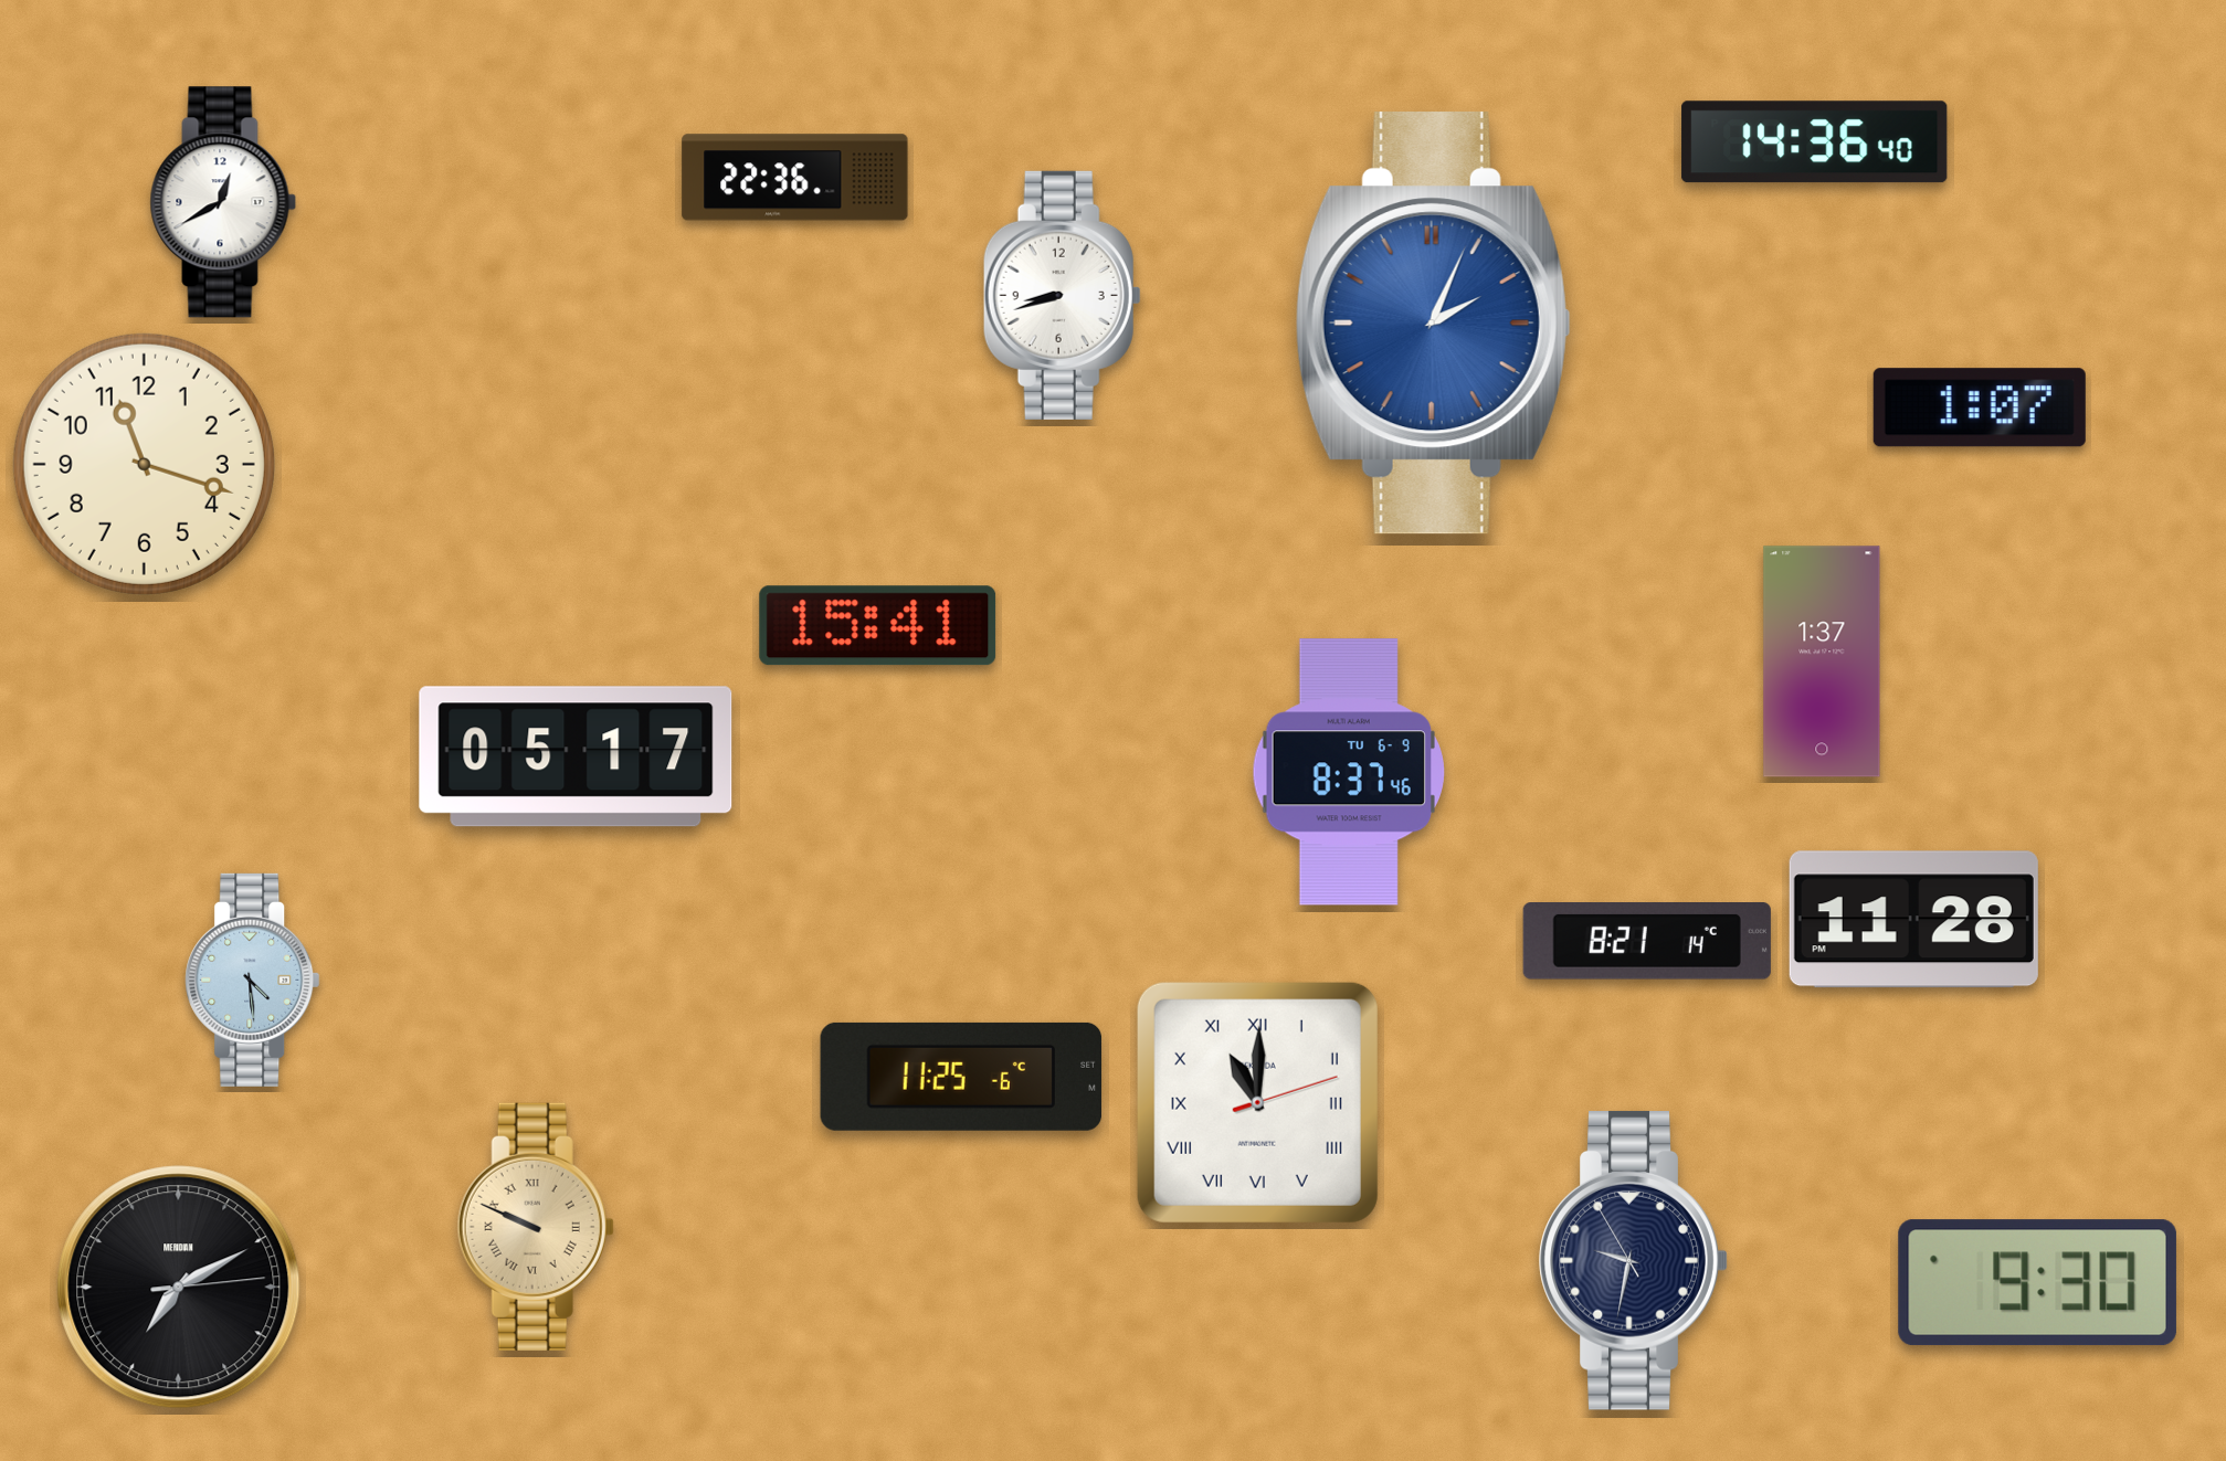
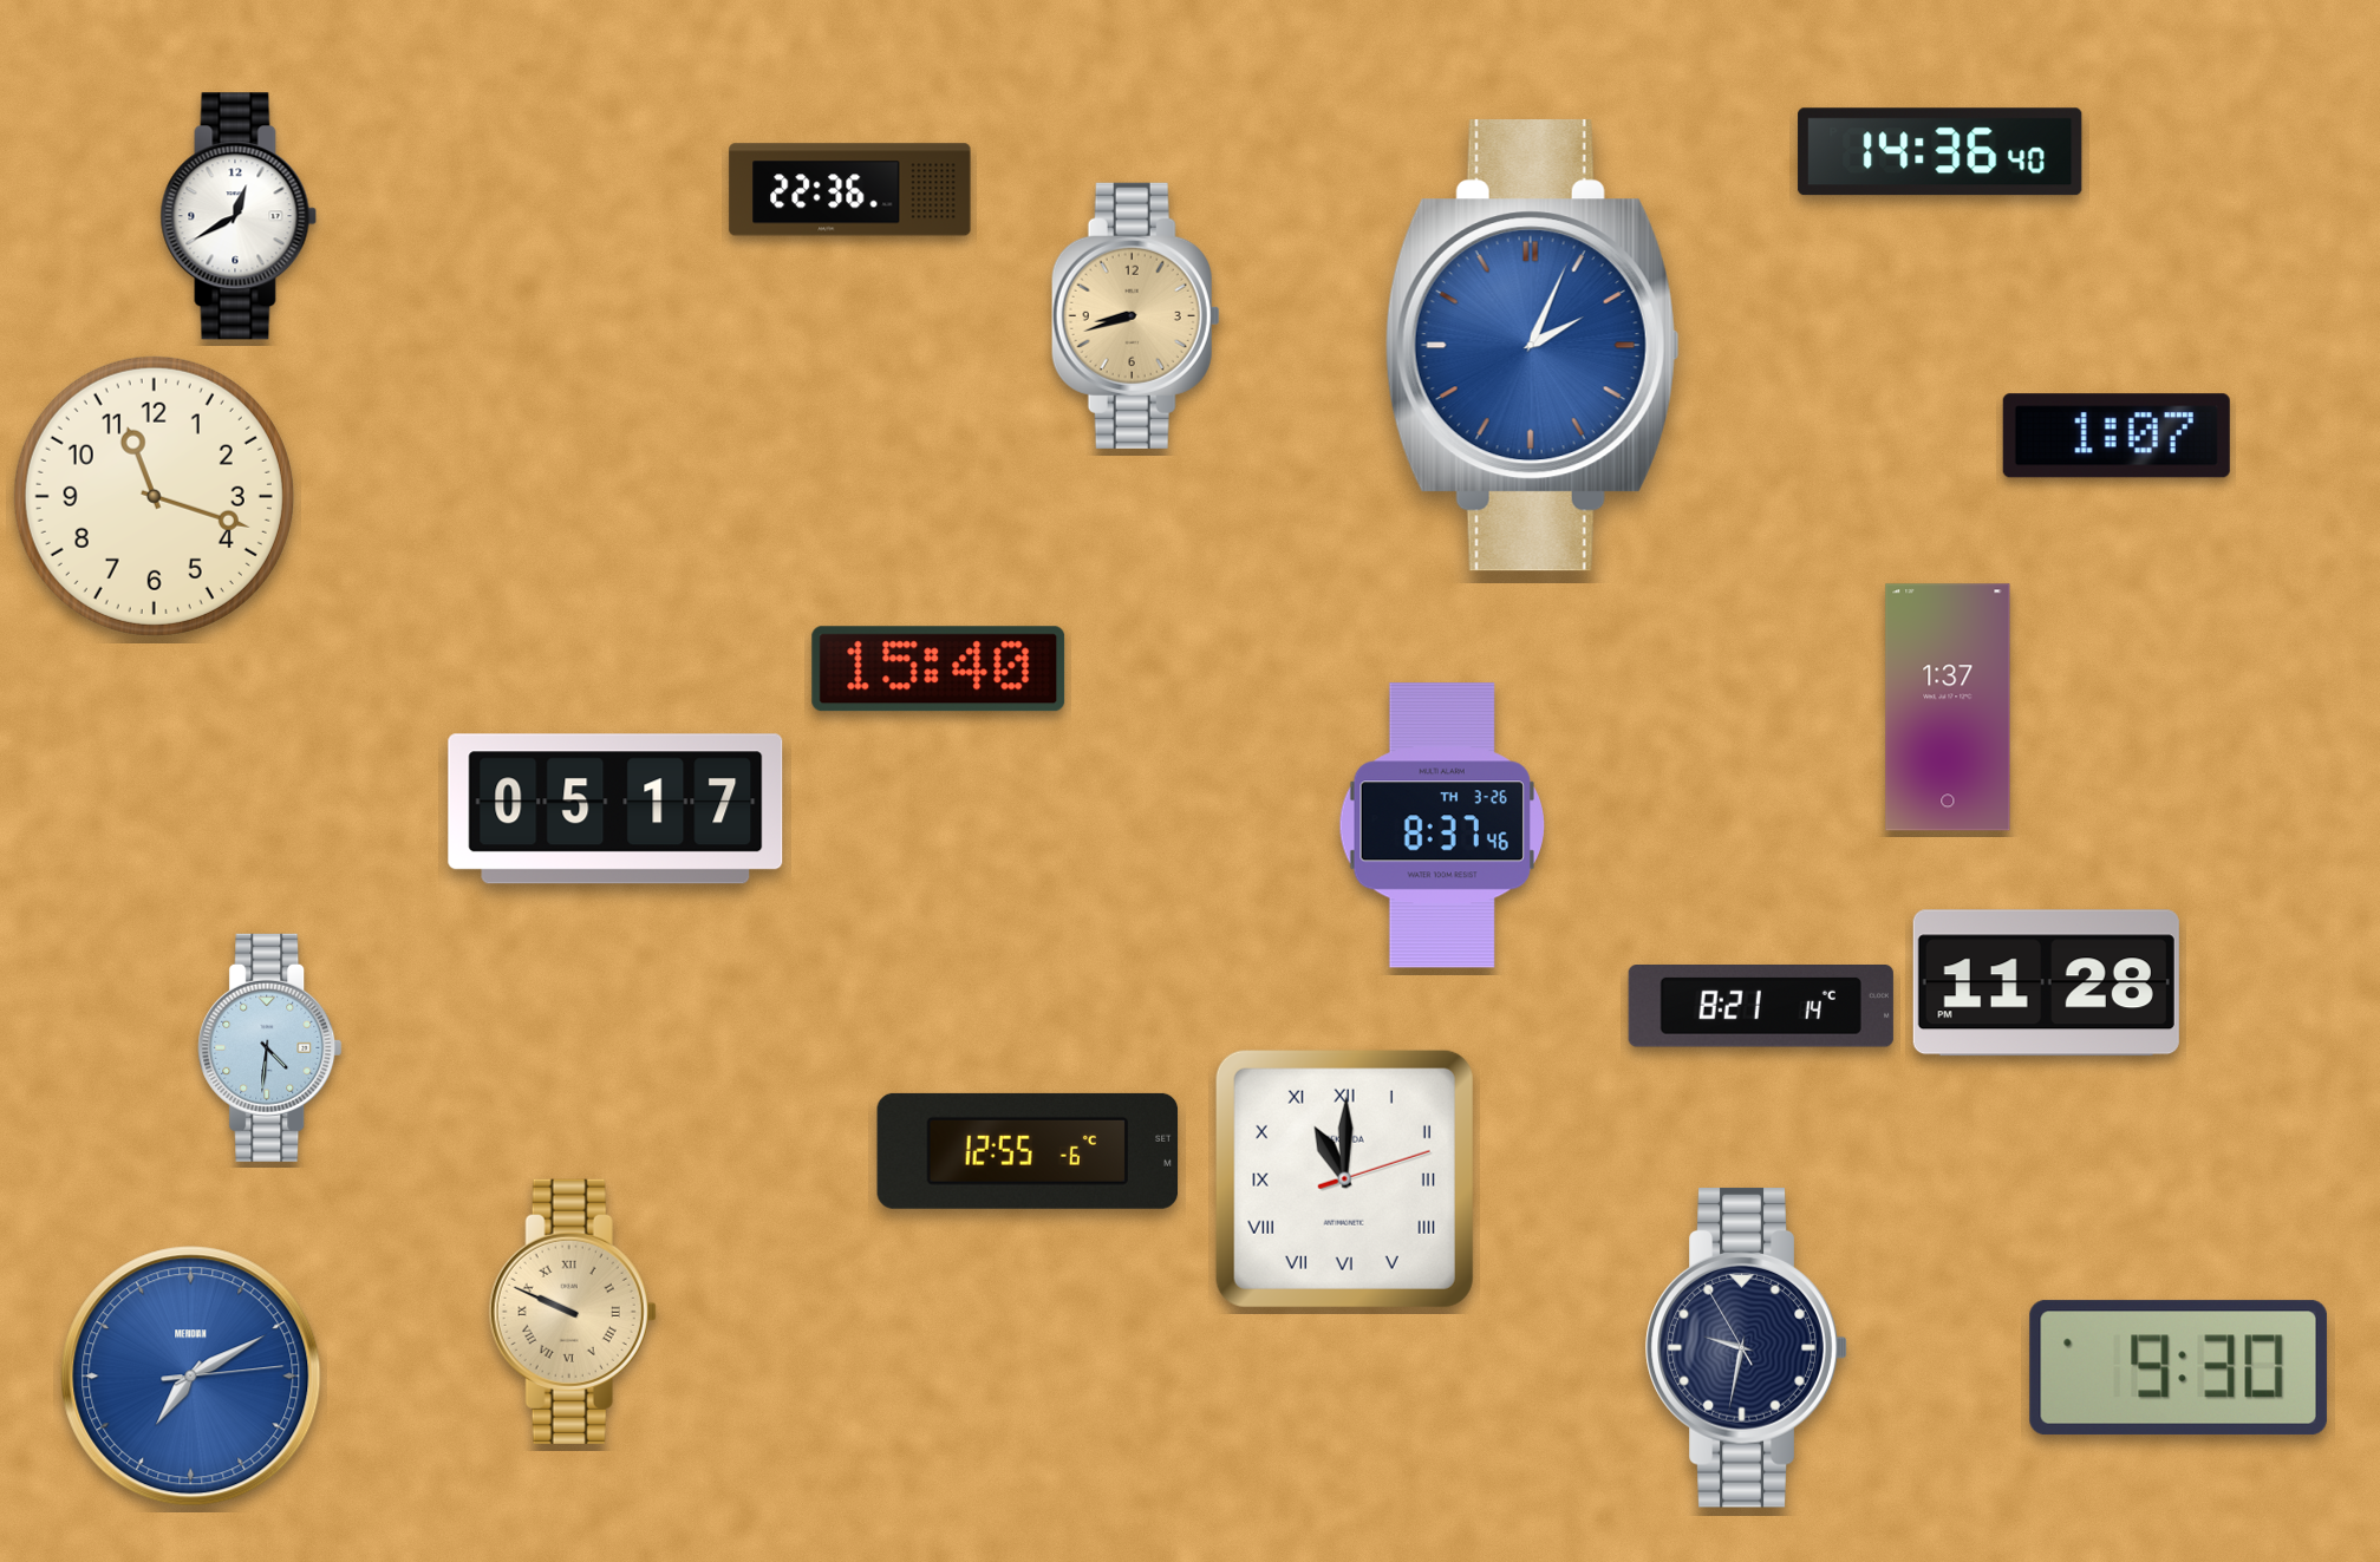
clock at (1062, 295) dial: white -> champagne
clock at (878, 626): 15:41 -> 15:40
clock at (1349, 772) date: TU 6-9 -> TH 3-26
clock at (253, 980): 4:29 -> 4:31
clock at (961, 1077): 11:25 -> 12:55
clock at (2037, 1283) position: (2037, 1283) -> (2178, 1368)
clock at (179, 1288) dial: black -> blue
